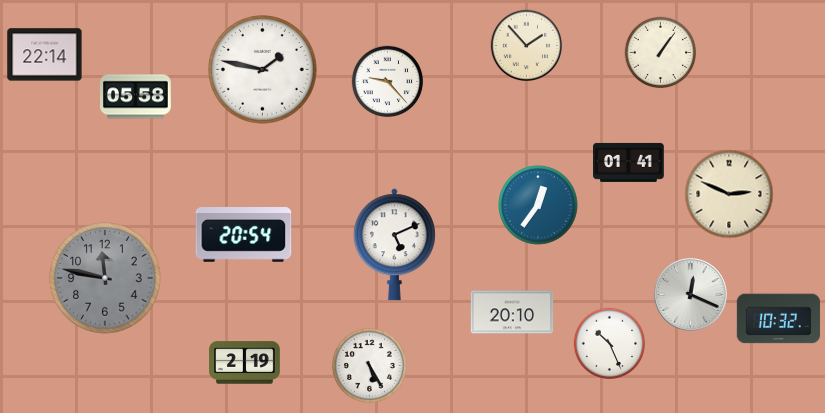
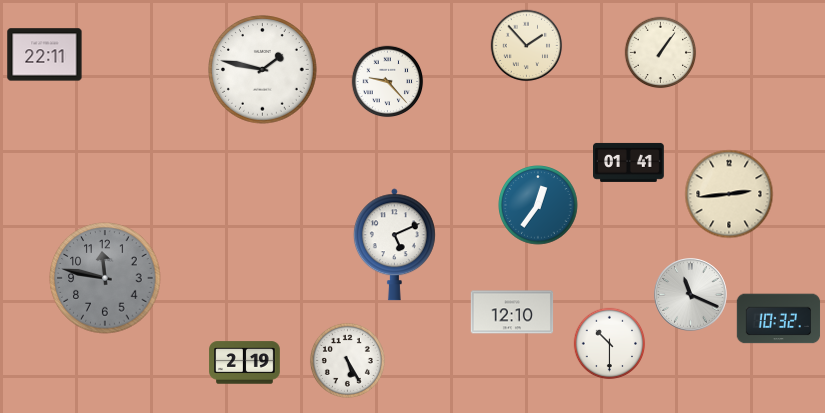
clock at (45, 55): 22:14 -> 22:11
clock at (136, 97): 05:58 -> none
clock at (729, 194): 2:49 -> 2:44
clock at (244, 235): 20:54 -> none
clock at (691, 295): 12:19 -> 11:19
clock at (512, 312): 20:10 -> 12:10
clock at (610, 344): 10:26 -> 10:30
clock at (369, 365) position: (369, 365) -> (347, 360)
